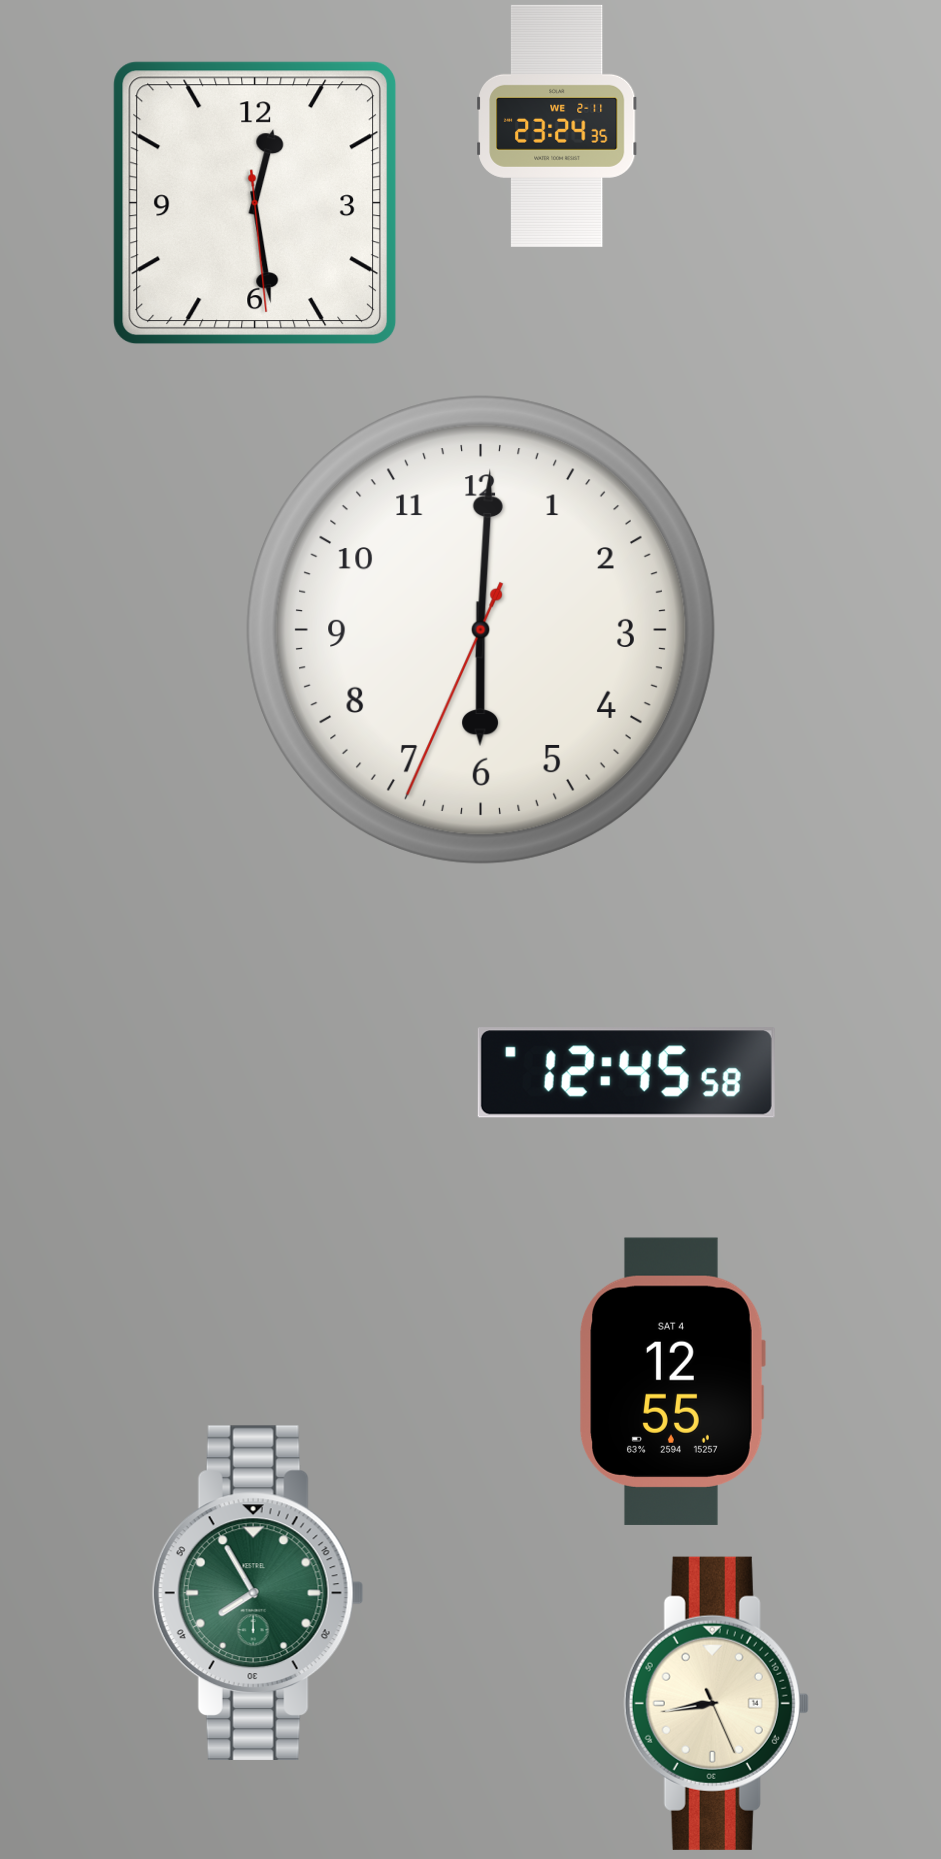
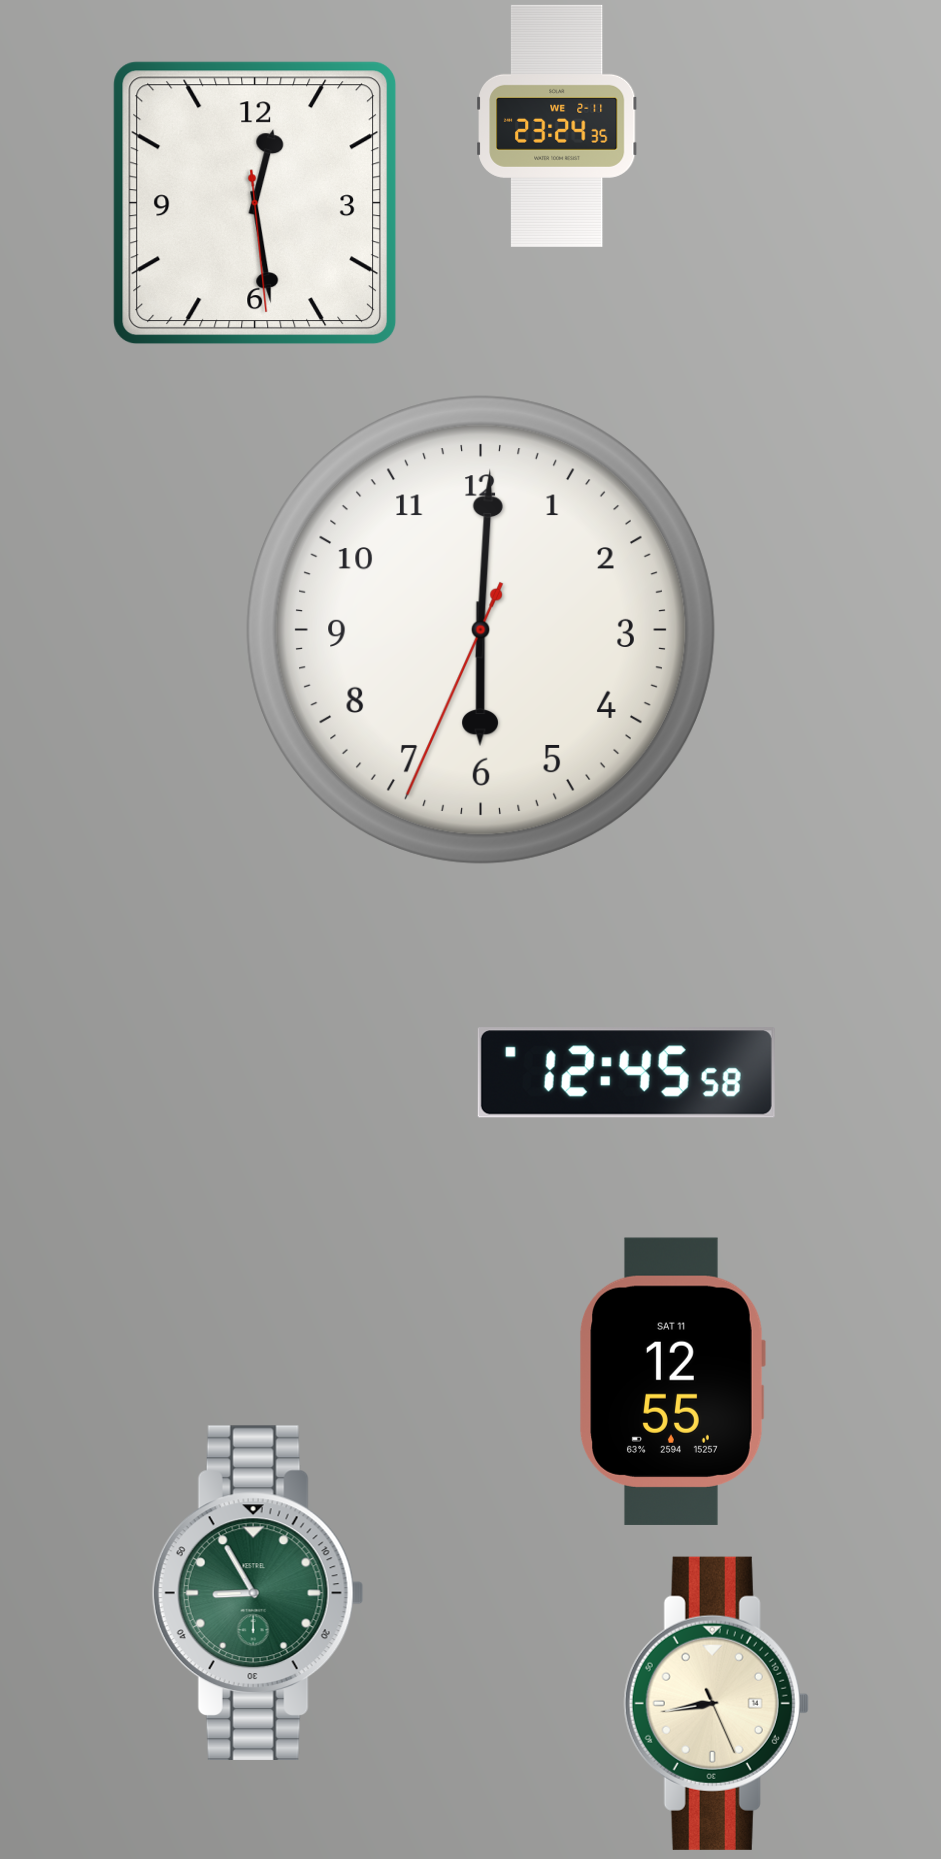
clock at (672, 1381) date: SAT 4 -> SAT 11
clock at (258, 1592): 7:55 -> 8:55
